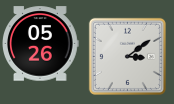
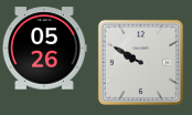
clock at (127, 56): 3:09 -> 9:50
